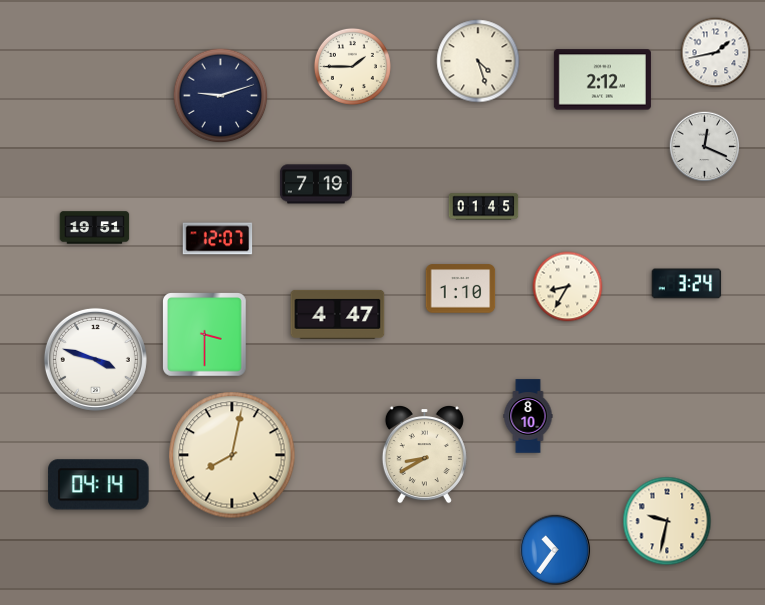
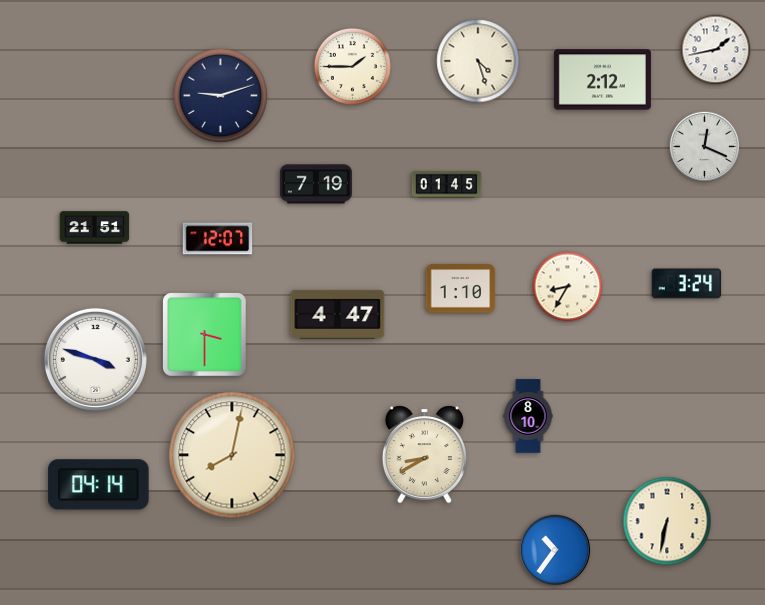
clock at (716, 53) position: (716, 53) -> (716, 50)
clock at (484, 207) position: (484, 207) -> (447, 185)
clock at (95, 228): 19:51 -> 21:51
clock at (667, 521): 9:32 -> 6:32
